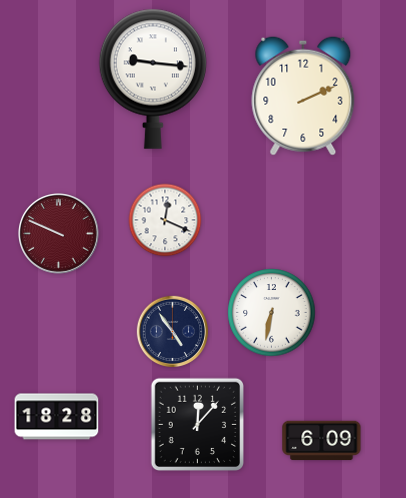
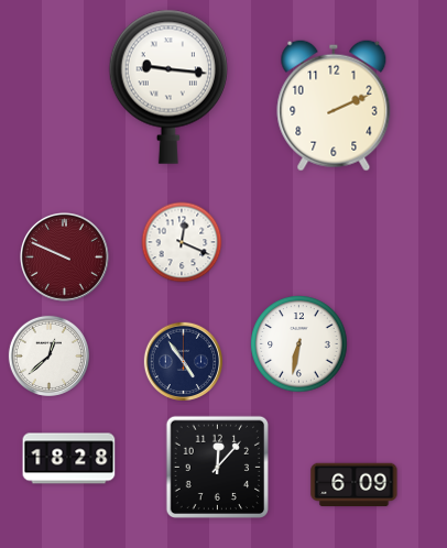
clock at (48, 355): none -> 12:38
clock at (172, 331) position: (172, 331) -> (183, 361)
clock at (57, 417) position: (57, 417) -> (69, 459)
